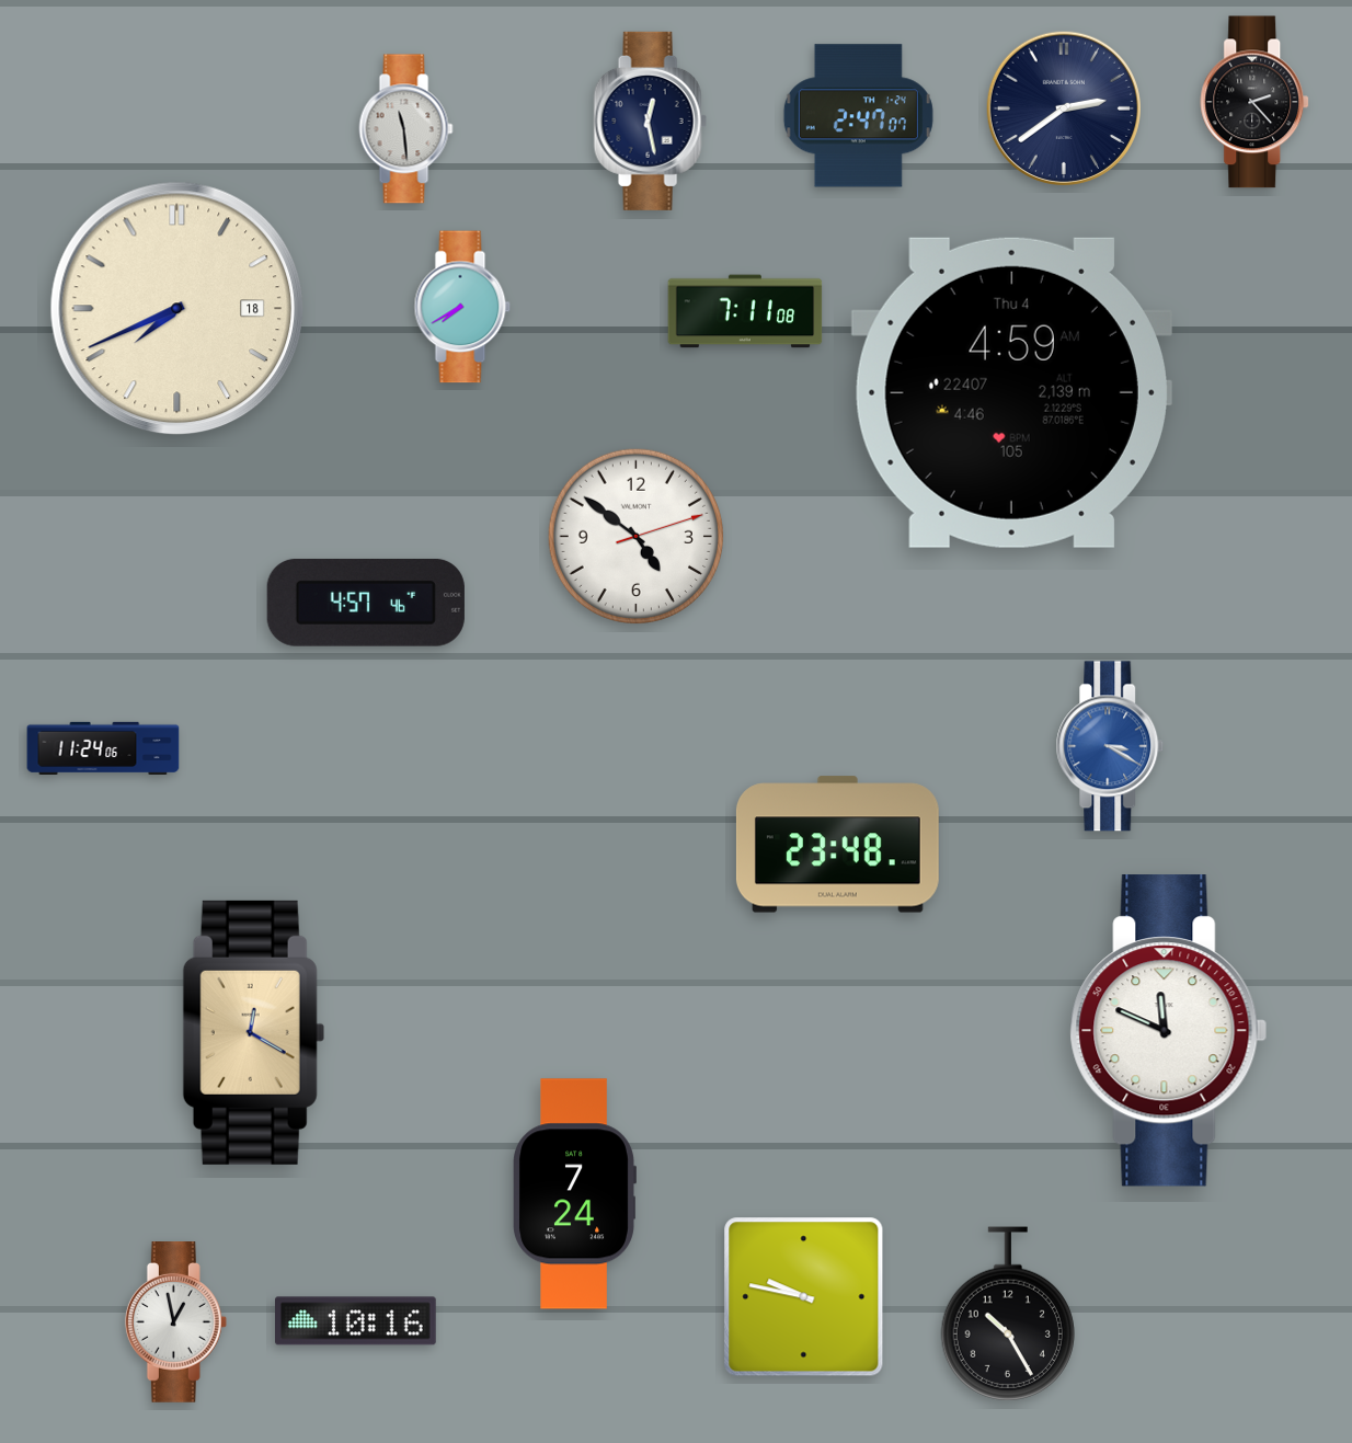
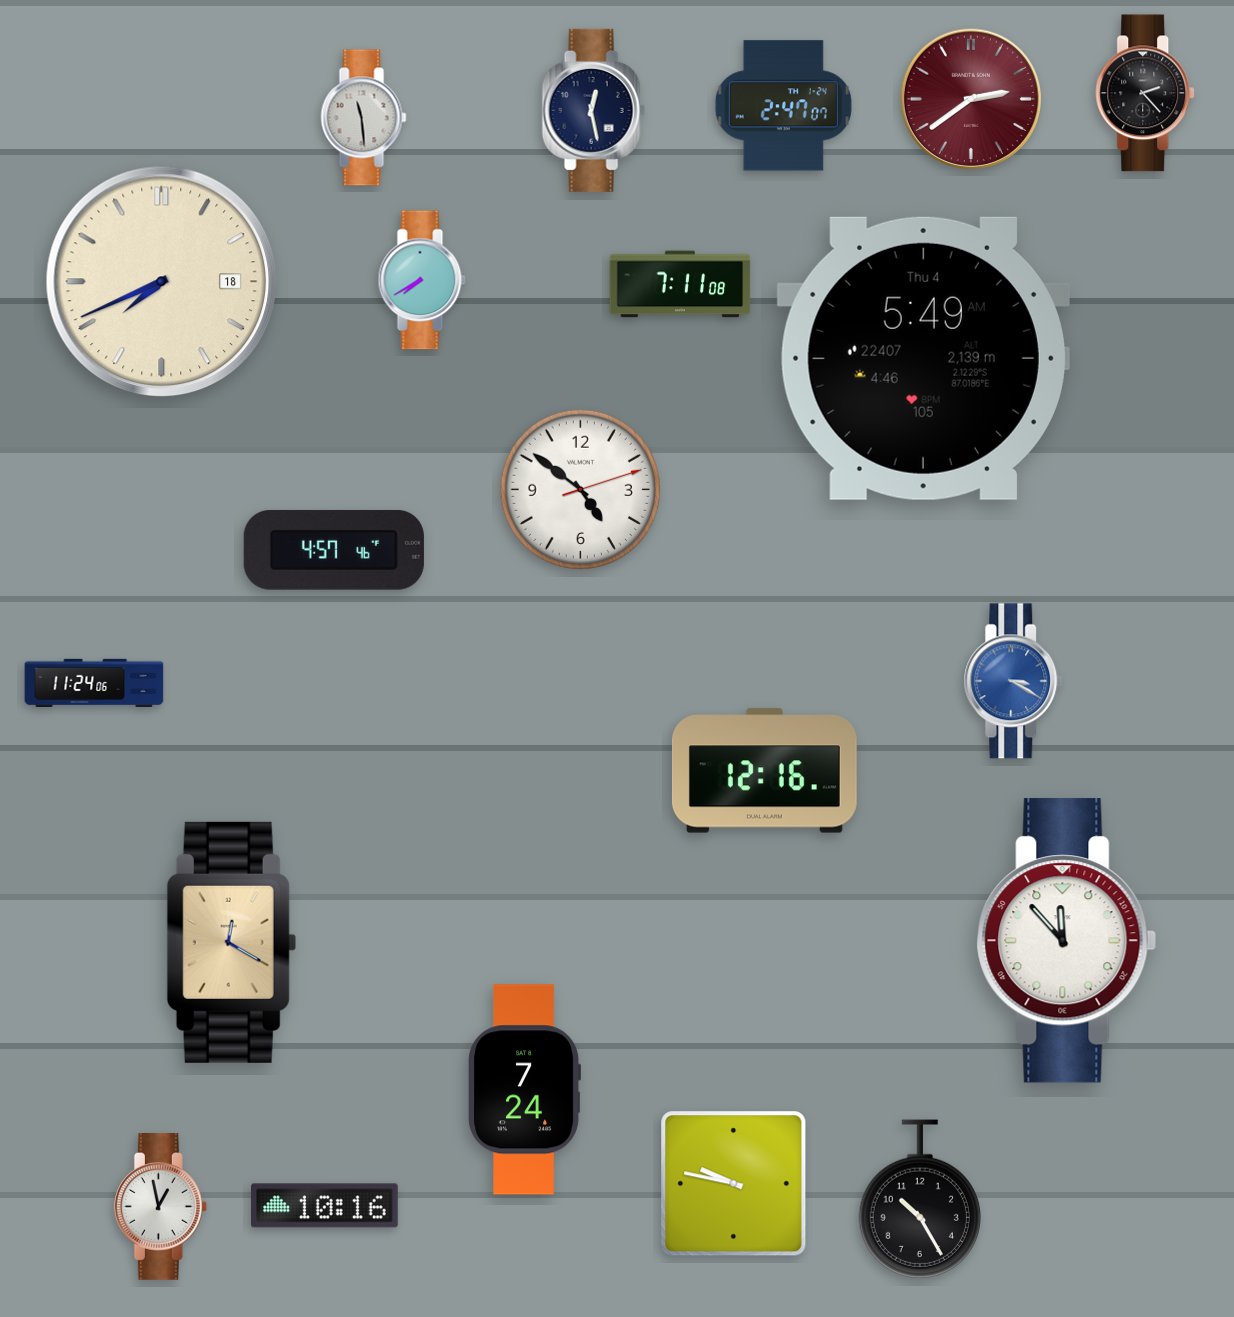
clock at (1063, 107) dial: navy -> burgundy
clock at (406, 129) position: (406, 129) -> (364, 118)
clock at (1011, 392): 4:59 -> 5:49
clock at (837, 845): 23:48 -> 12:16
clock at (1169, 1031): 11:49 -> 11:53
